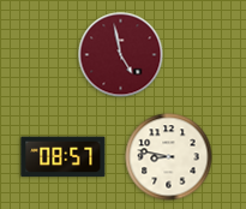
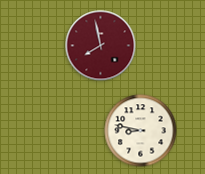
clock at (121, 55): 4:58 -> 7:58
clock at (64, 157): 08:57 -> none
